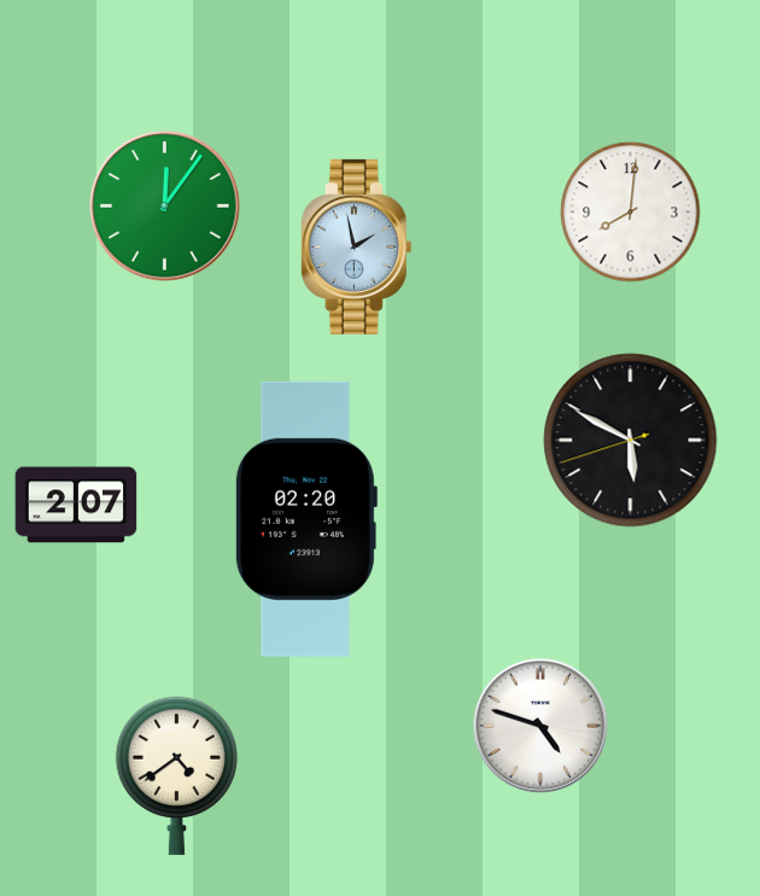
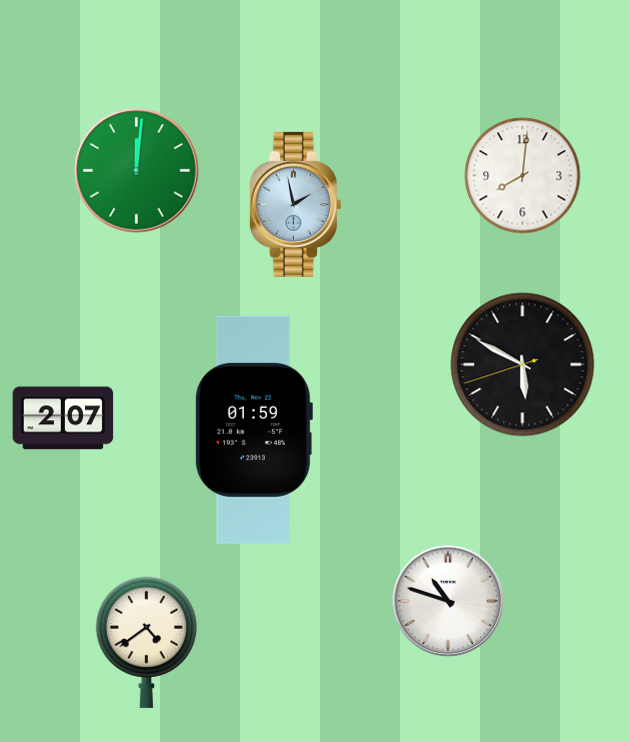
clock at (165, 206): 12:06 -> 12:01
clock at (305, 519): 02:20 -> 01:59
clock at (540, 726): 4:48 -> 10:48
